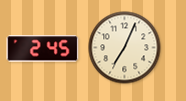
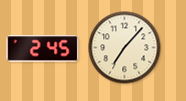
clock at (125, 48): 7:04 -> 7:07
